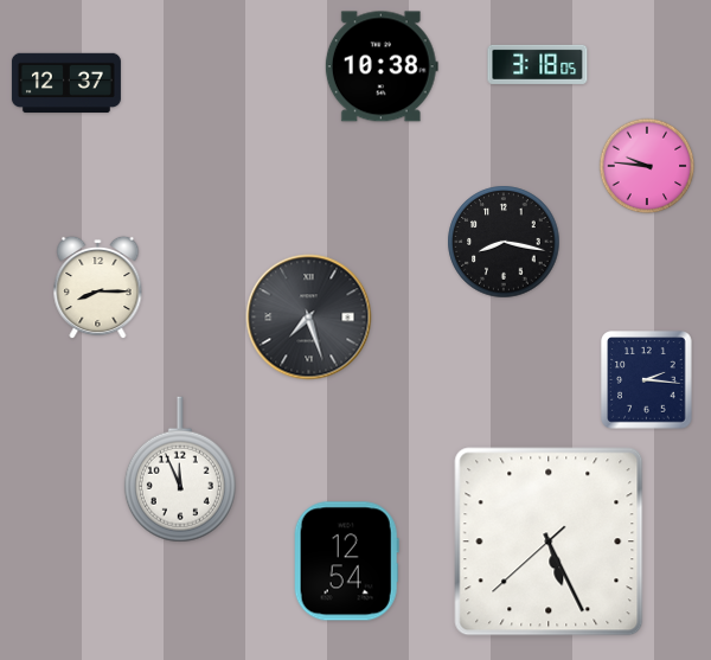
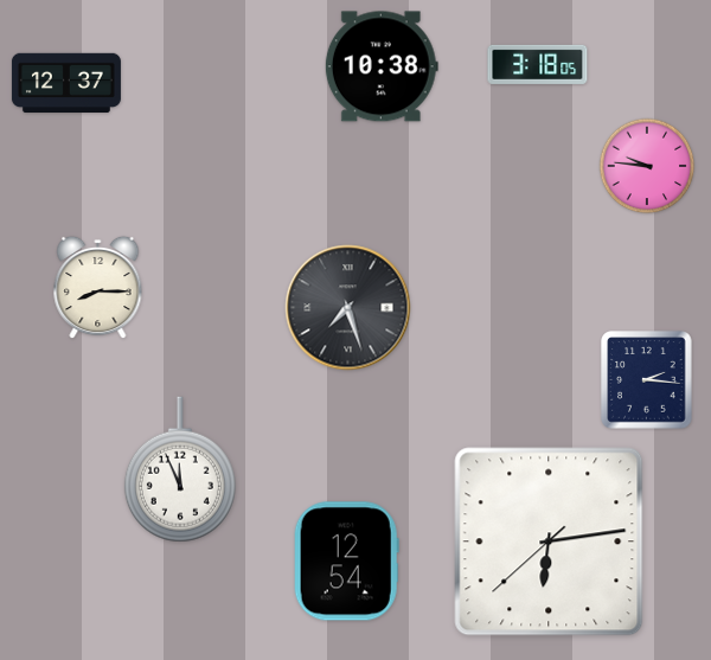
clock at (504, 242): 8:17 -> none
clock at (309, 318) position: (309, 318) -> (348, 308)
clock at (549, 542): 5:25 -> 6:13
